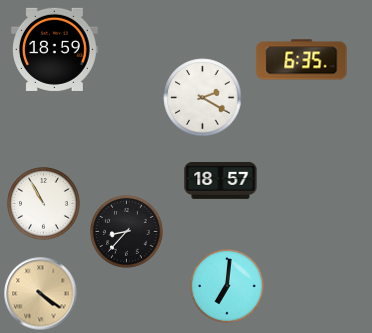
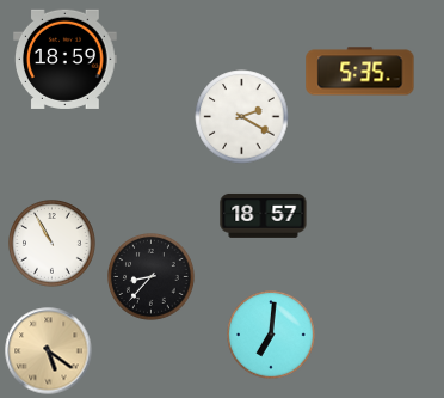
clock at (302, 60): 6:35 -> 5:35
clock at (227, 286) position: (227, 286) -> (271, 335)
clock at (41, 294): 4:21 -> 5:21
